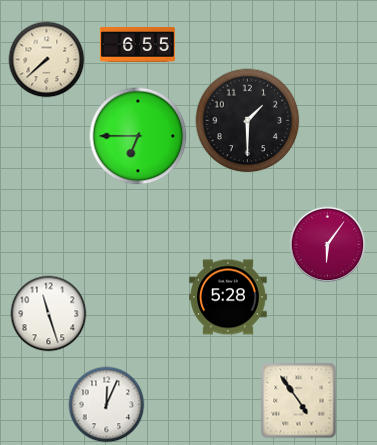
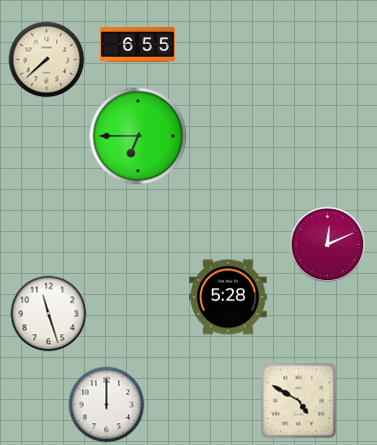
clock at (248, 121): 1:30 -> none
clock at (328, 245): 6:06 -> 12:11
clock at (299, 401): 4:54 -> 4:50
clock at (107, 405): 12:04 -> 12:00
